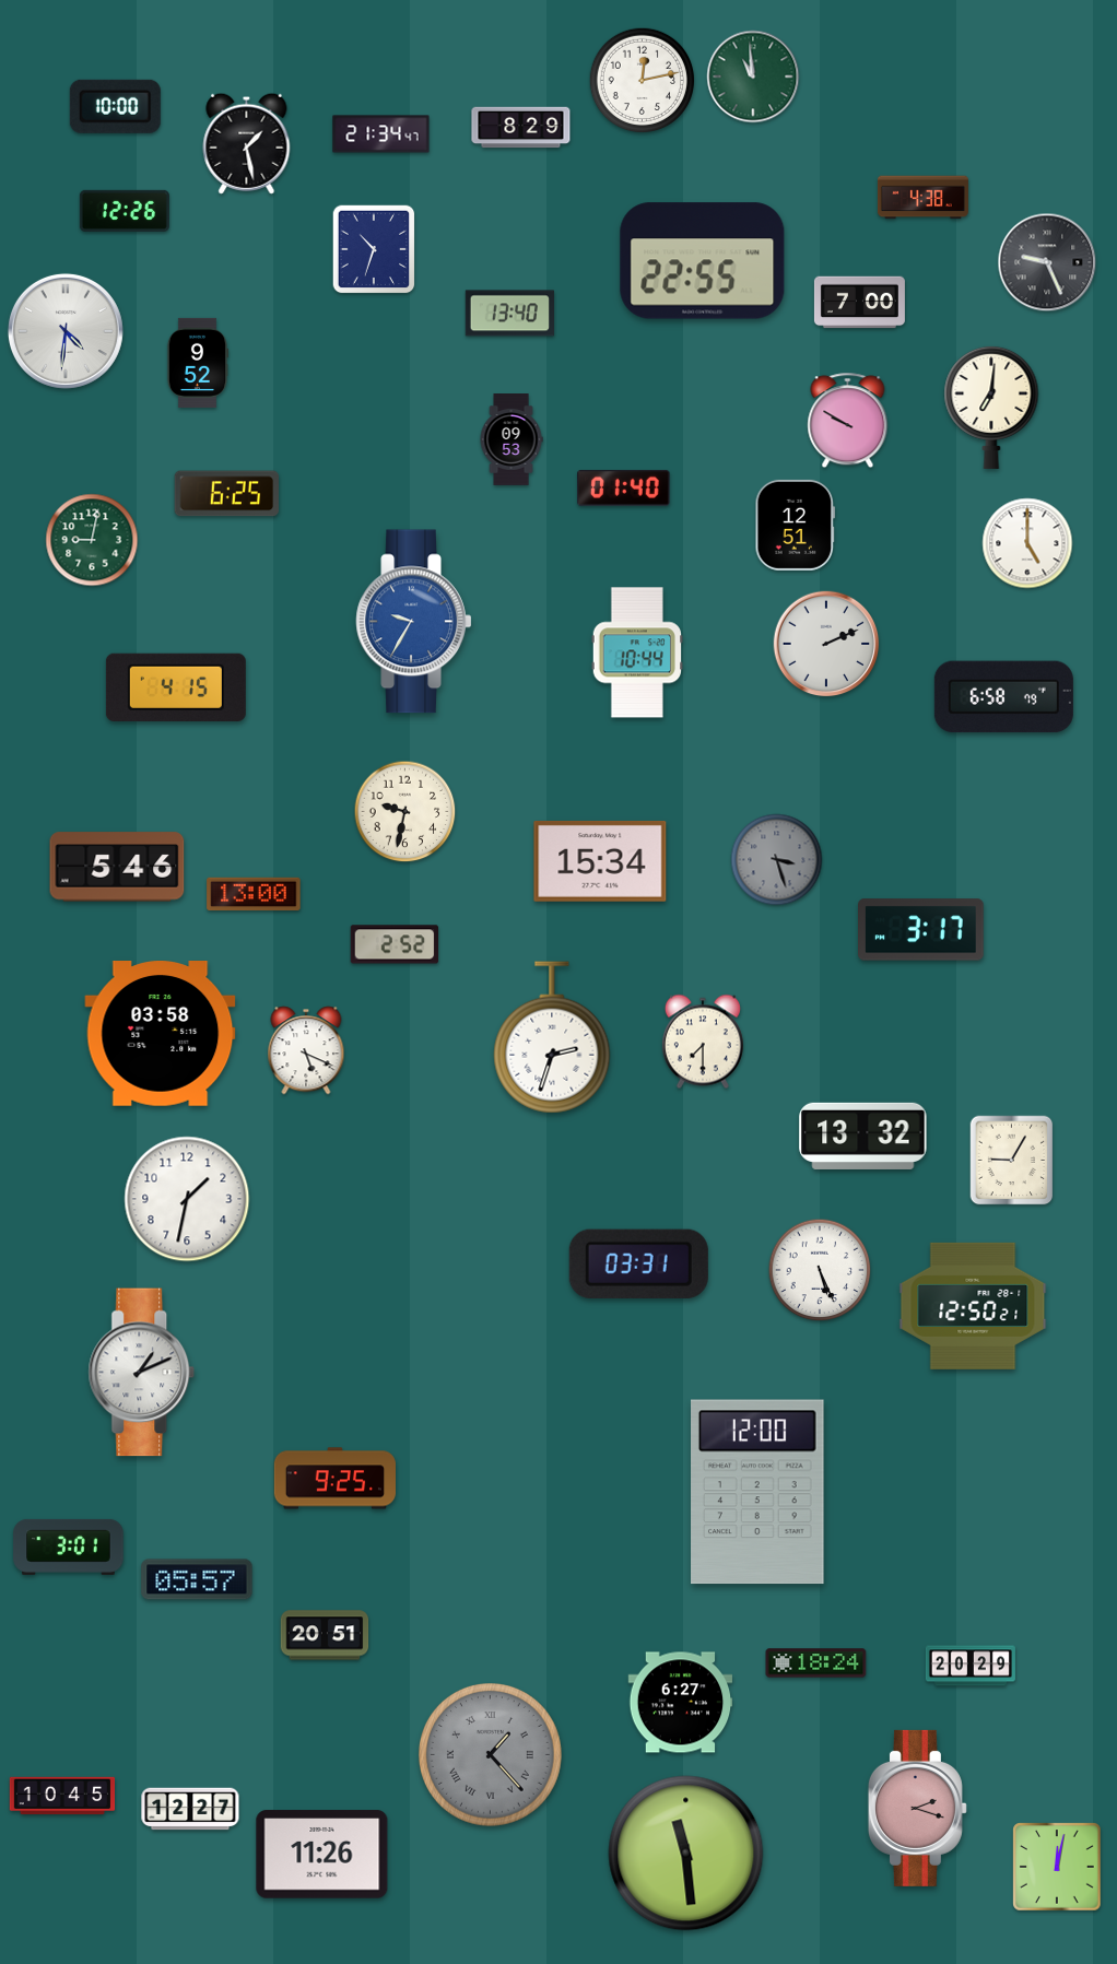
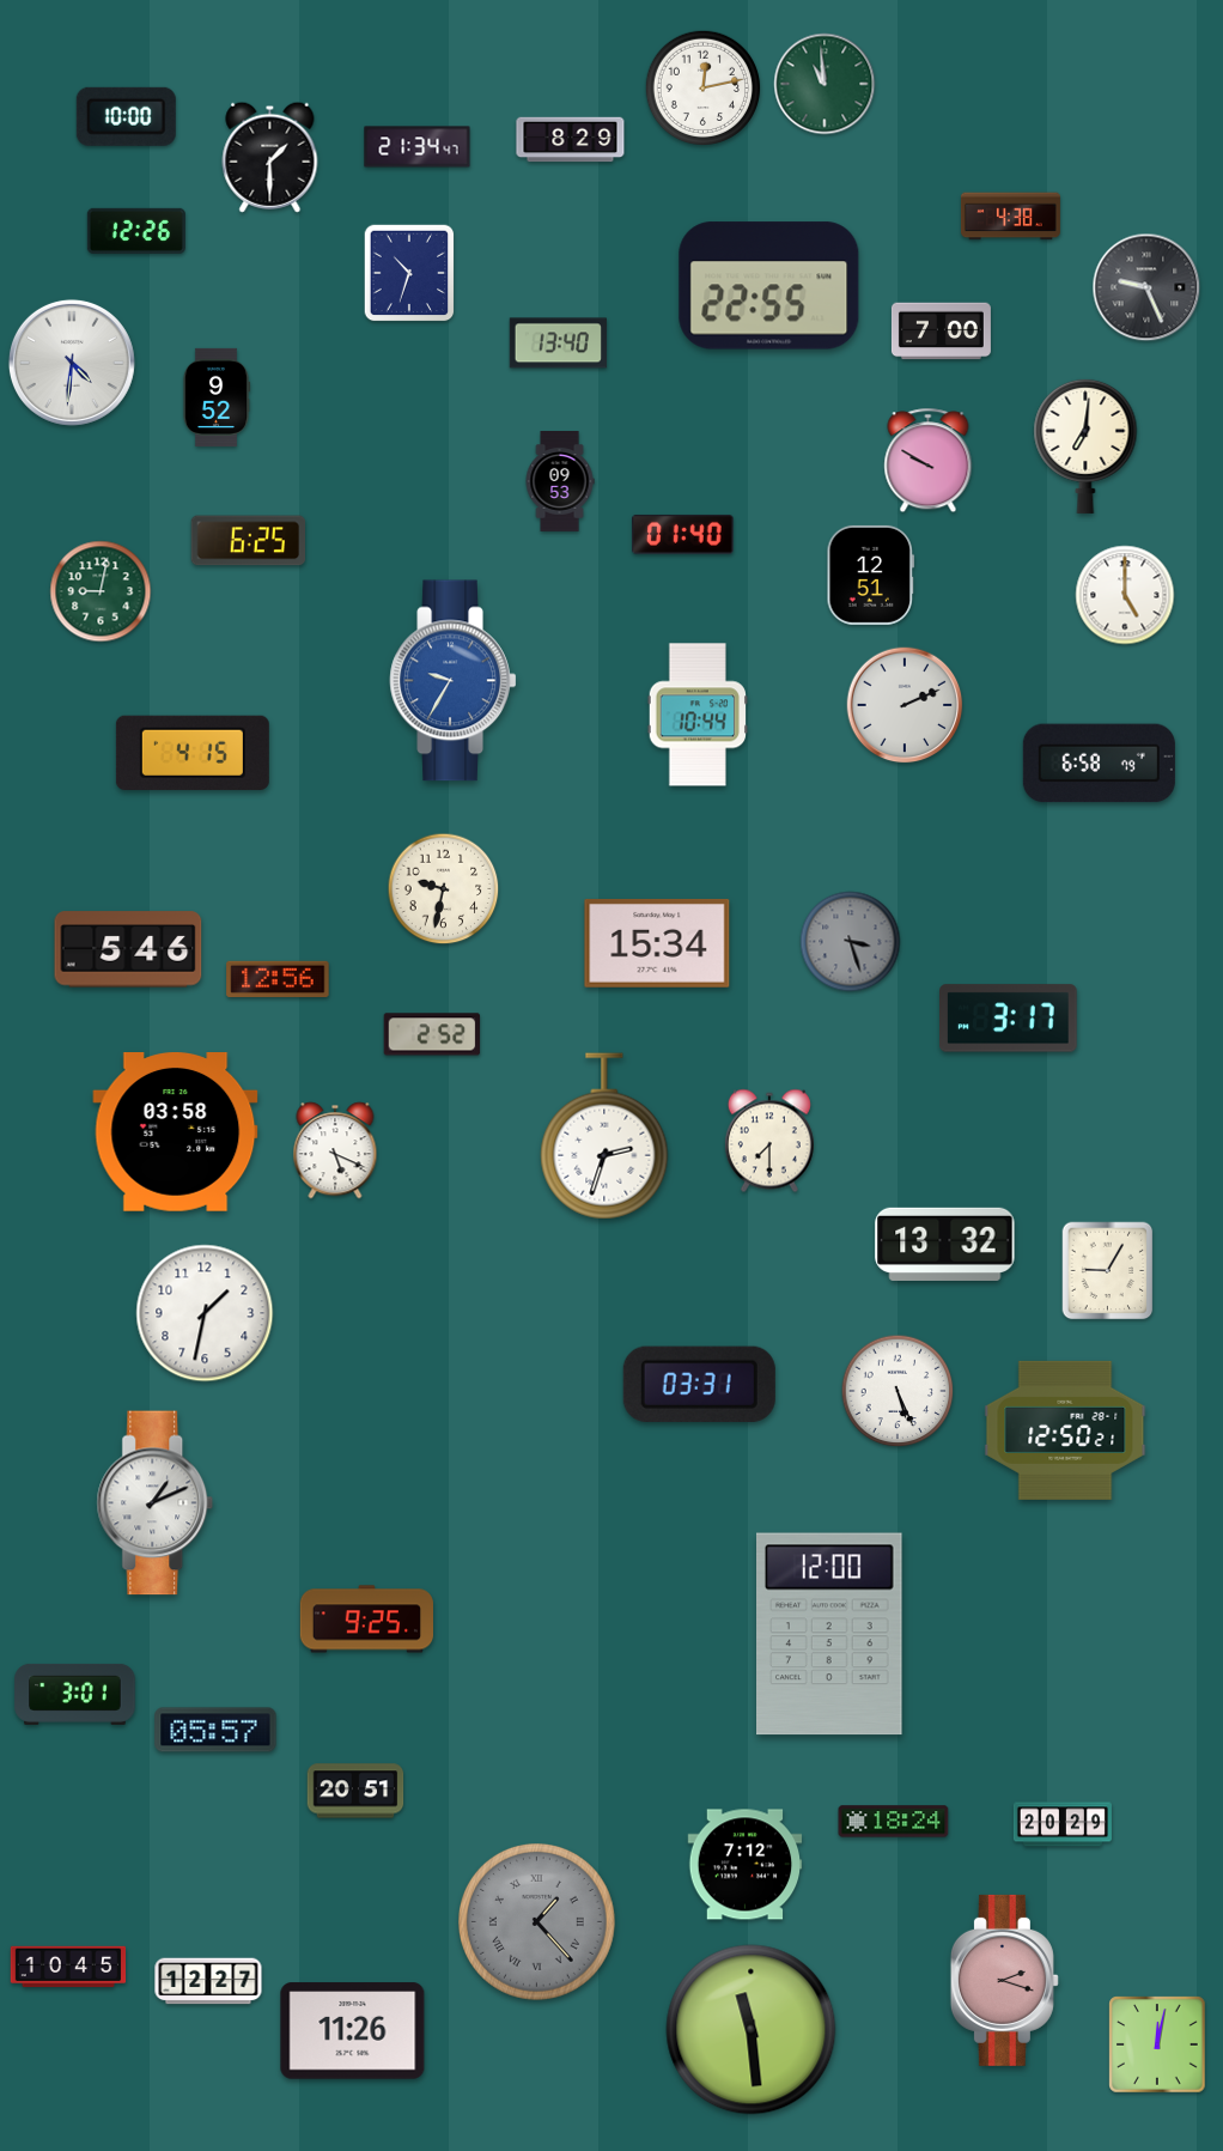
clock at (247, 143): 1:28 -> 1:30
clock at (254, 894): 13:00 -> 12:56
clock at (681, 1703): 6:27 -> 7:12
